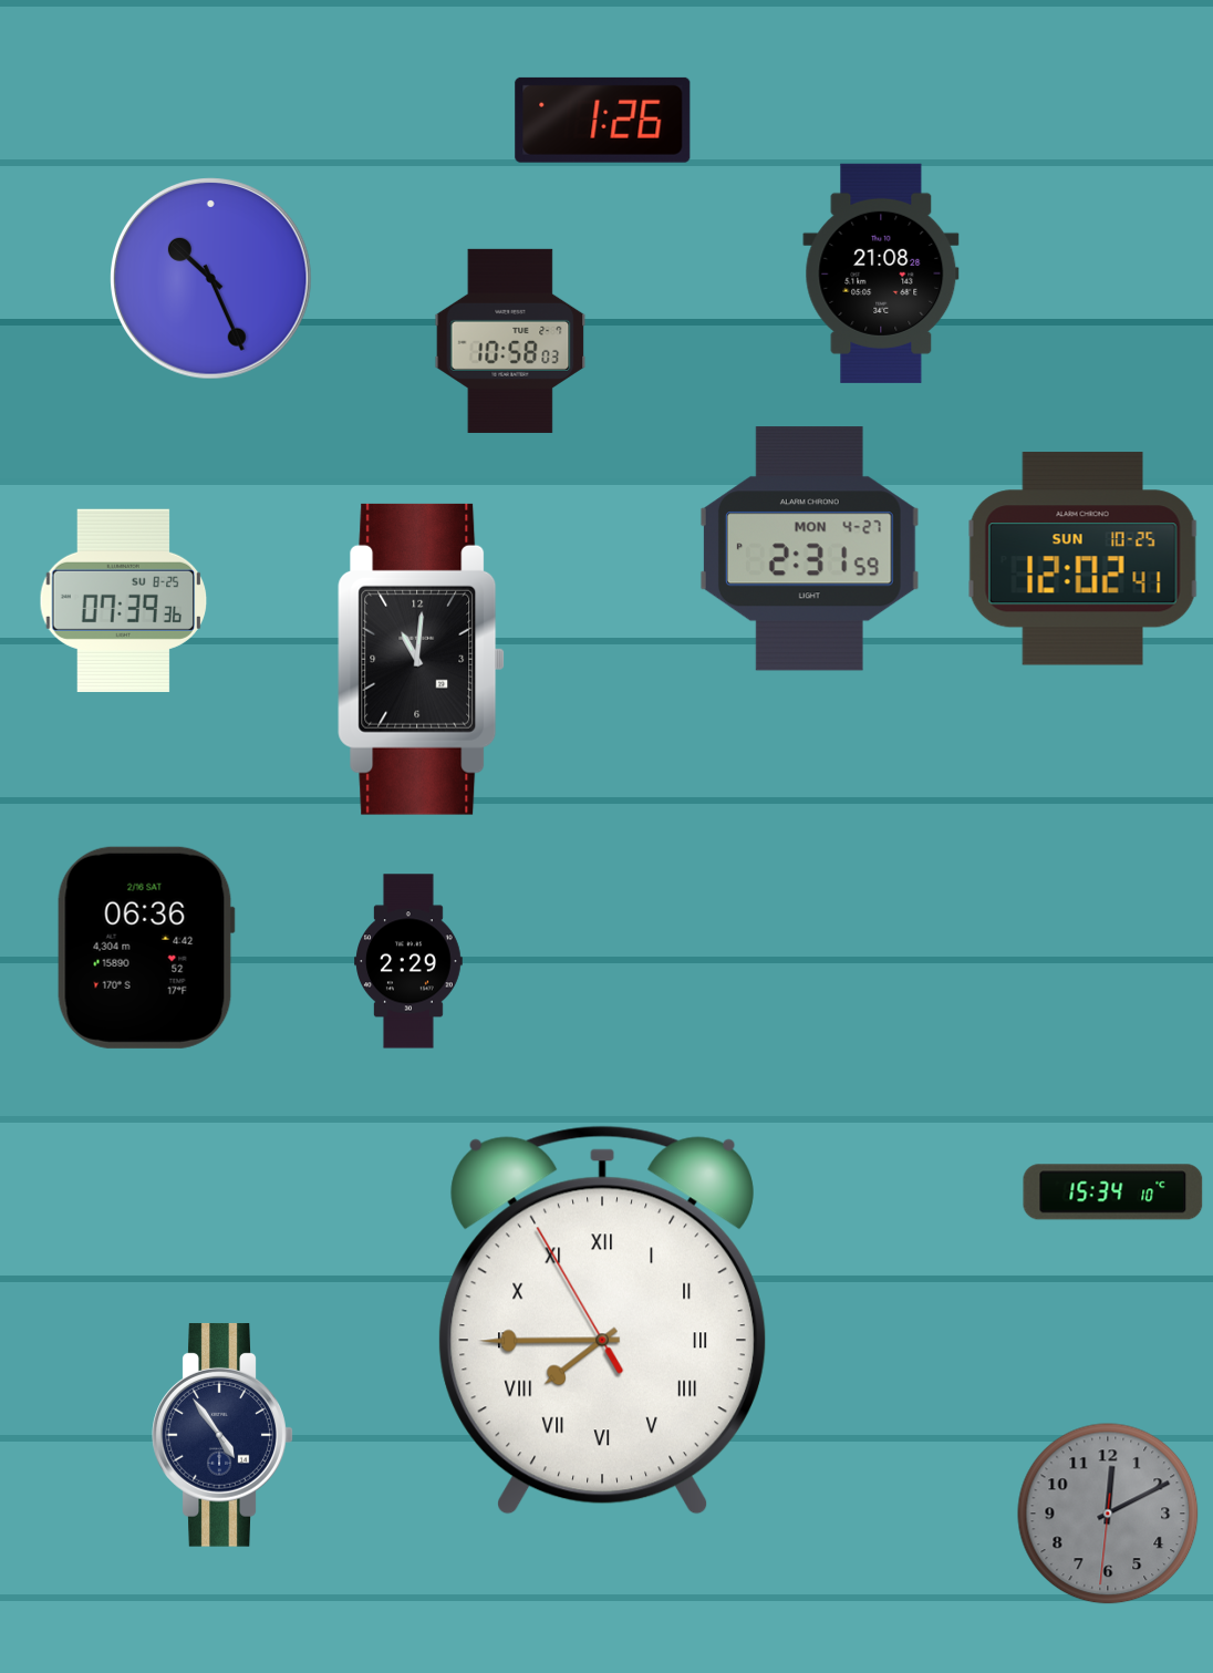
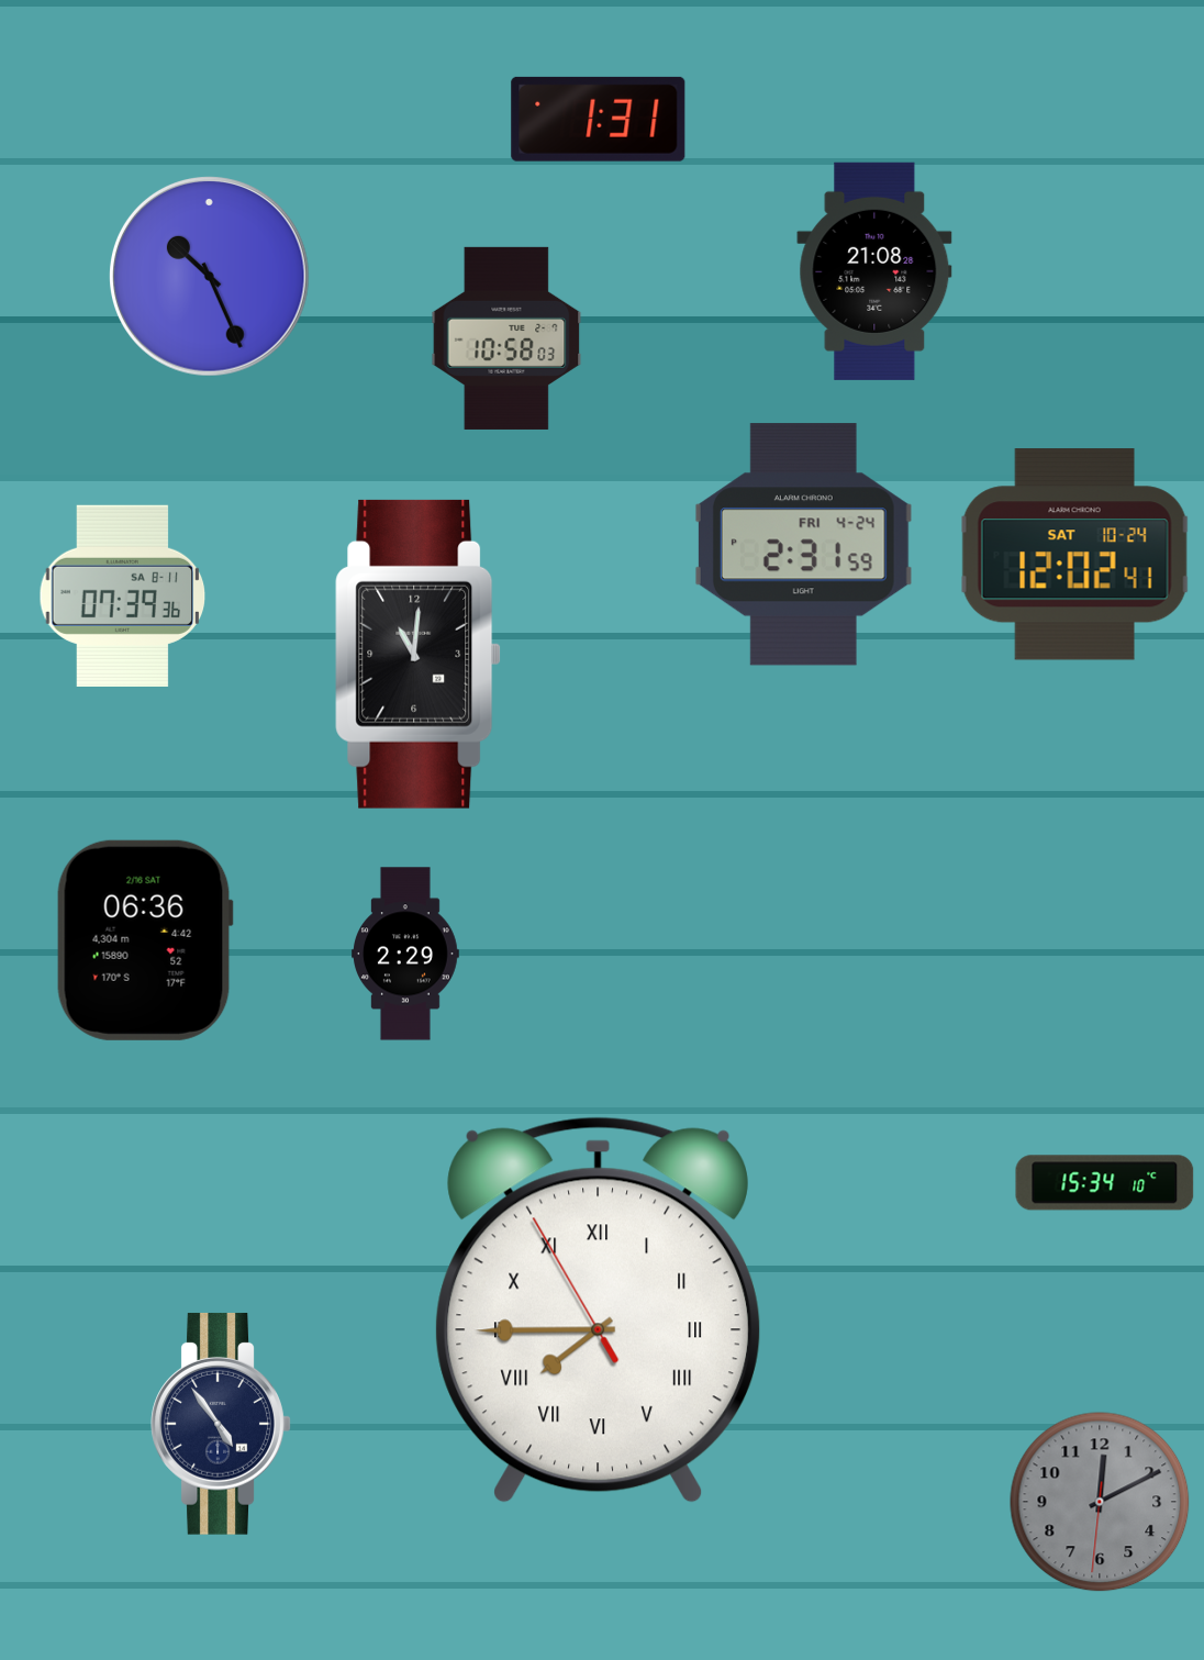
clock at (603, 120): 1:26 -> 1:31
clock at (809, 549) date: MON 4-27 -> FRI 4-24
clock at (1082, 559) date: SUN 10-25 -> SAT 10-24
clock at (124, 600) date: SU 8-25 -> SA 8-11
